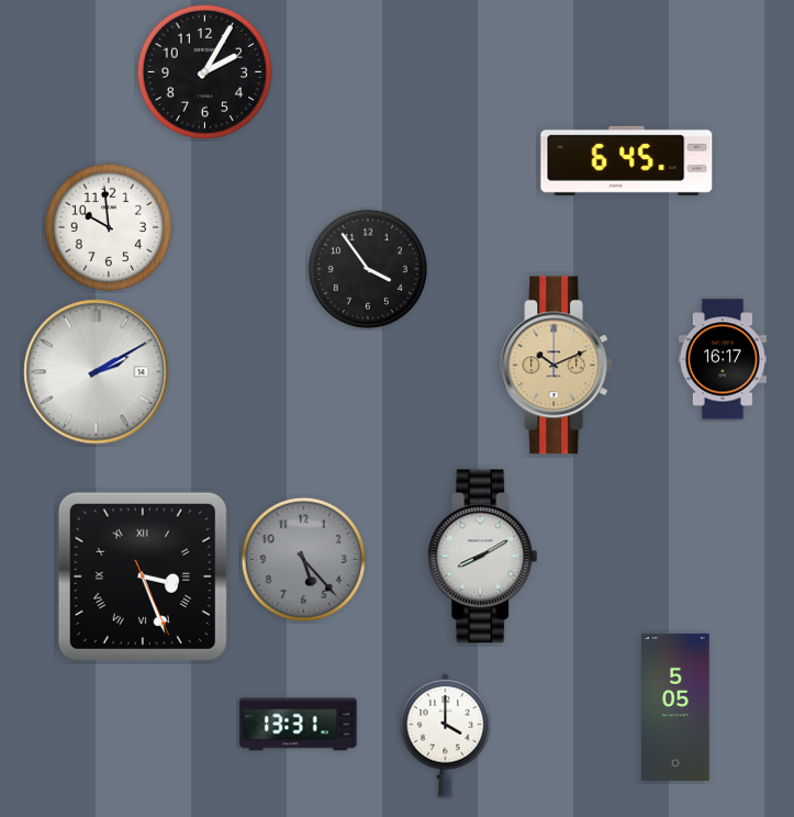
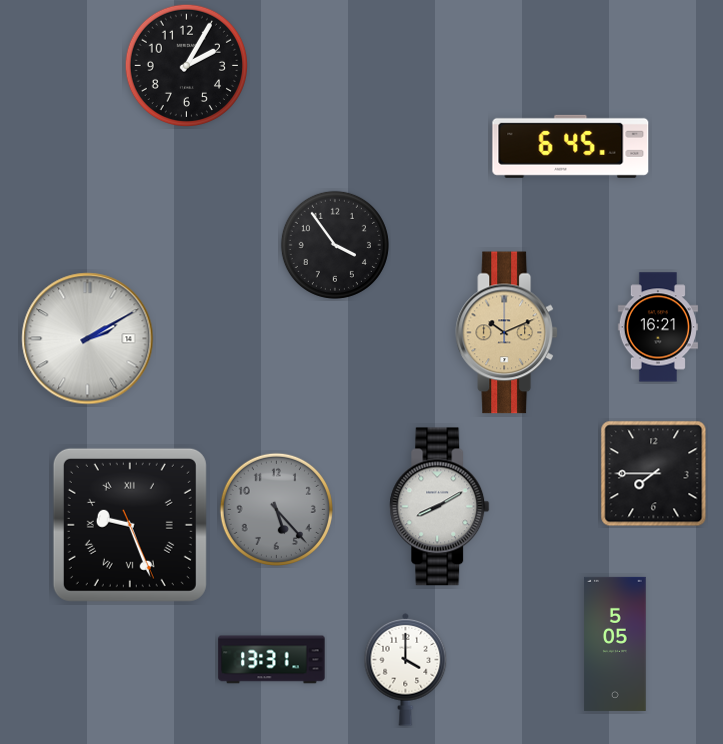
clock at (109, 227): 9:59 -> none
clock at (723, 359): 16:17 -> 16:21
clock at (654, 474): none -> 7:45
clock at (143, 577): 3:26 -> 9:26
